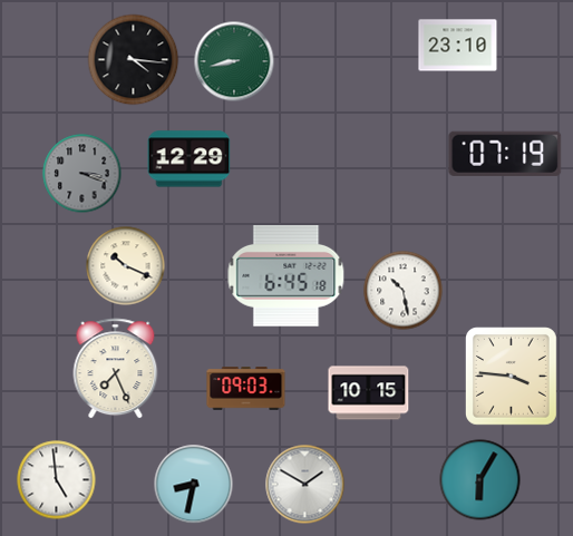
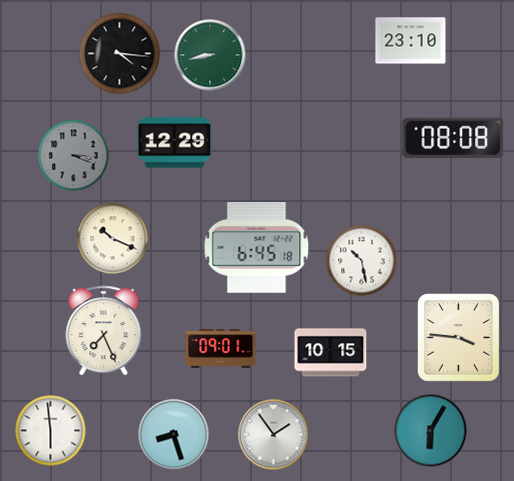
clock at (505, 154): 07:19 -> 08:08
clock at (190, 159) position: (190, 159) -> (175, 143)
clock at (246, 389): 09:03 -> 09:01
clock at (57, 480): 4:59 -> 5:59
clock at (194, 485): 8:32 -> 8:27
clock at (305, 485): 1:50 -> 1:54
